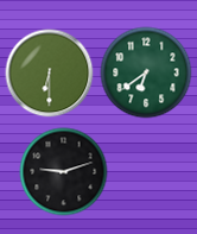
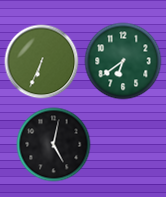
clock at (50, 74): 6:30 -> 6:34
clock at (64, 172): 9:12 -> 5:02
